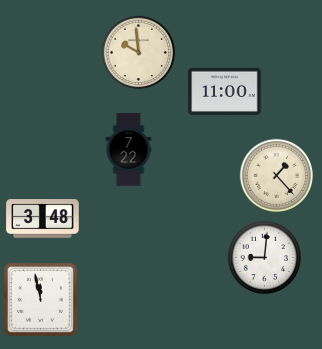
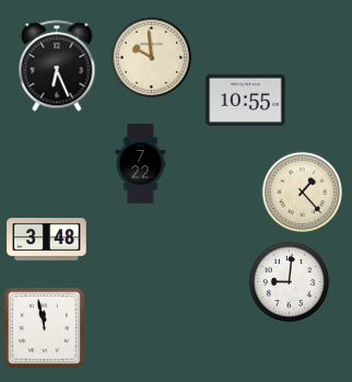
clock at (57, 66): none -> 6:26
clock at (225, 91): 11:00 -> 10:55
